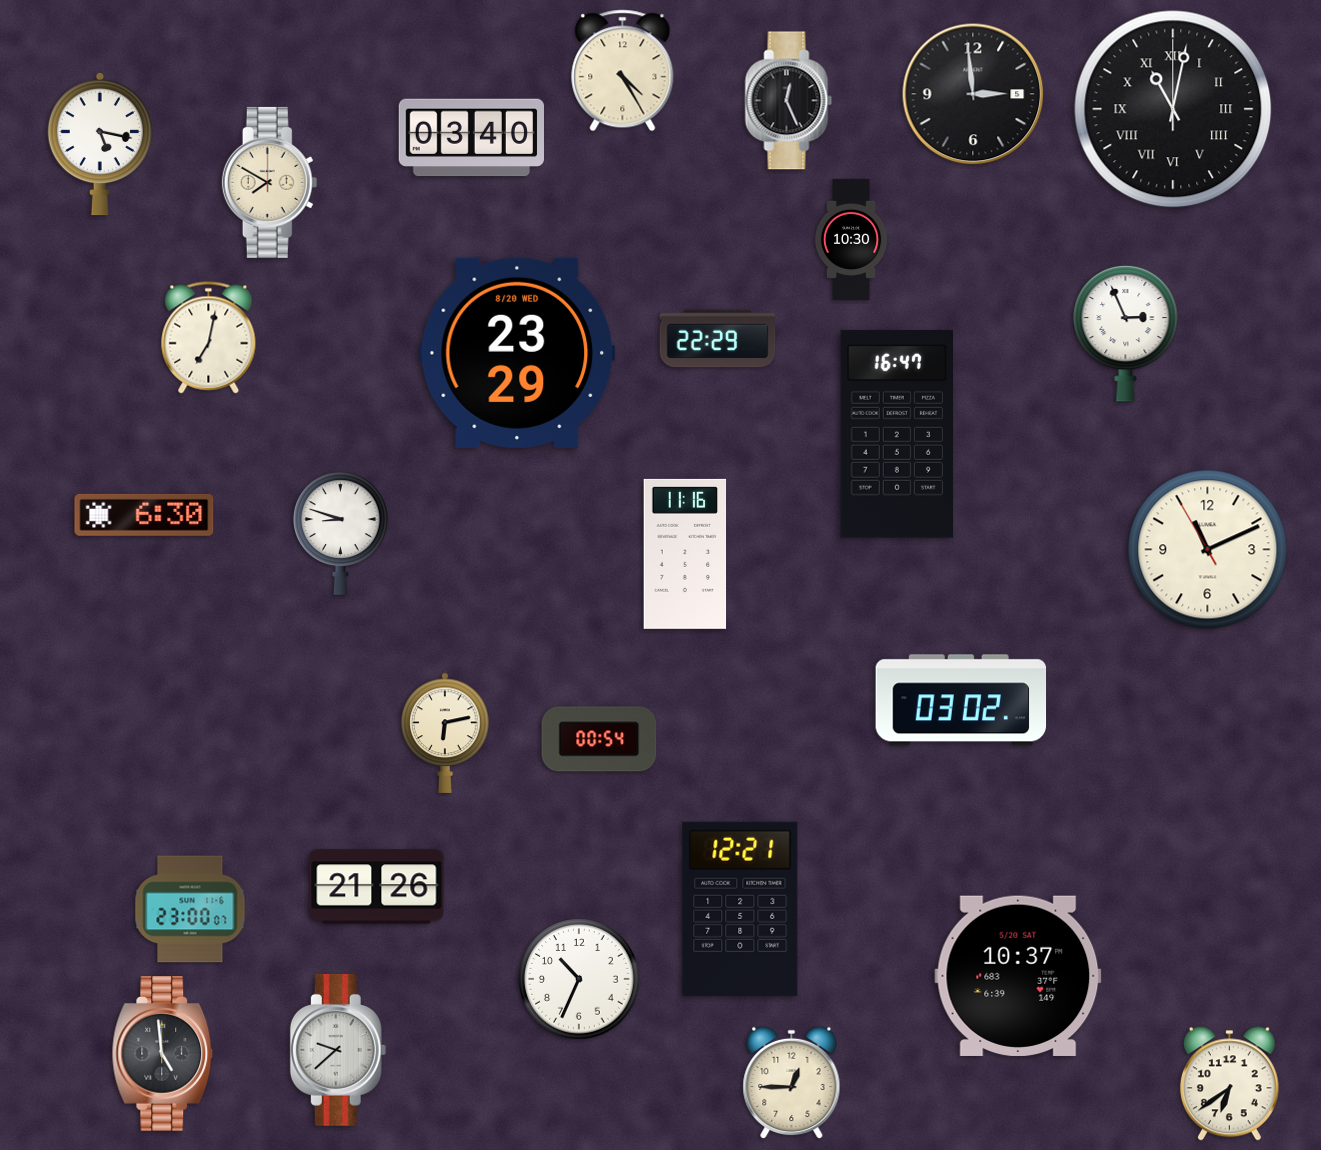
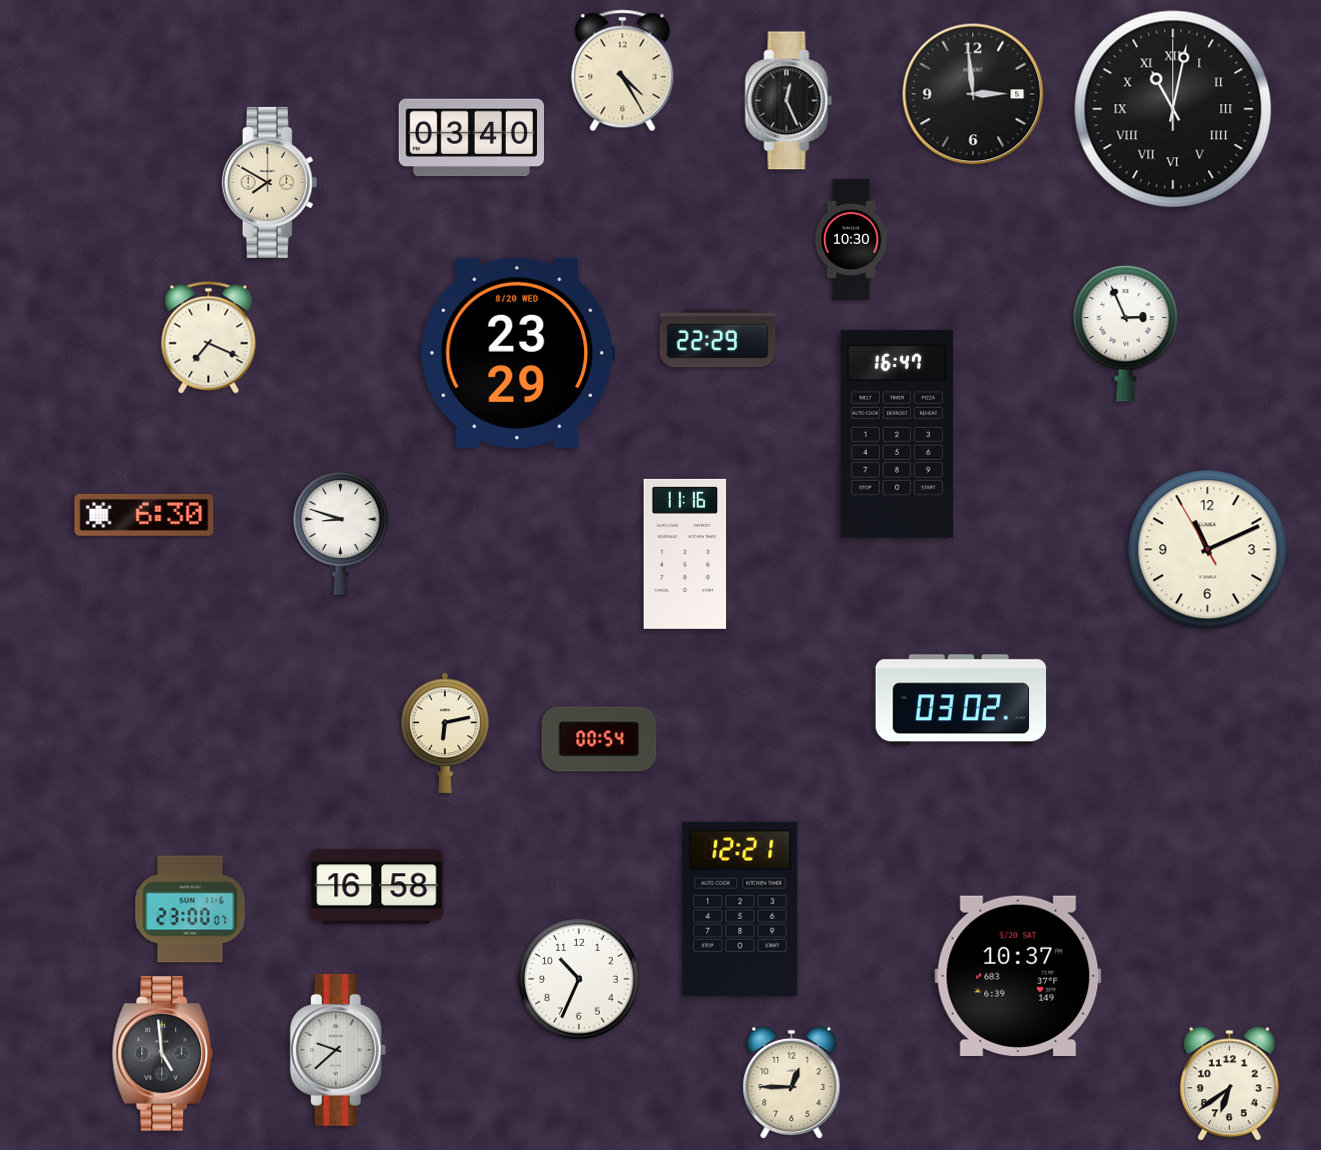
clock at (100, 144): 5:17 -> none
clock at (209, 338): 7:02 -> 7:19
clock at (377, 887): 21:26 -> 16:58
